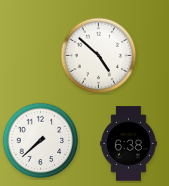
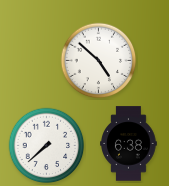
clock at (99, 56) position: (99, 56) -> (99, 61)
clock at (41, 141) position: (41, 141) -> (47, 146)
